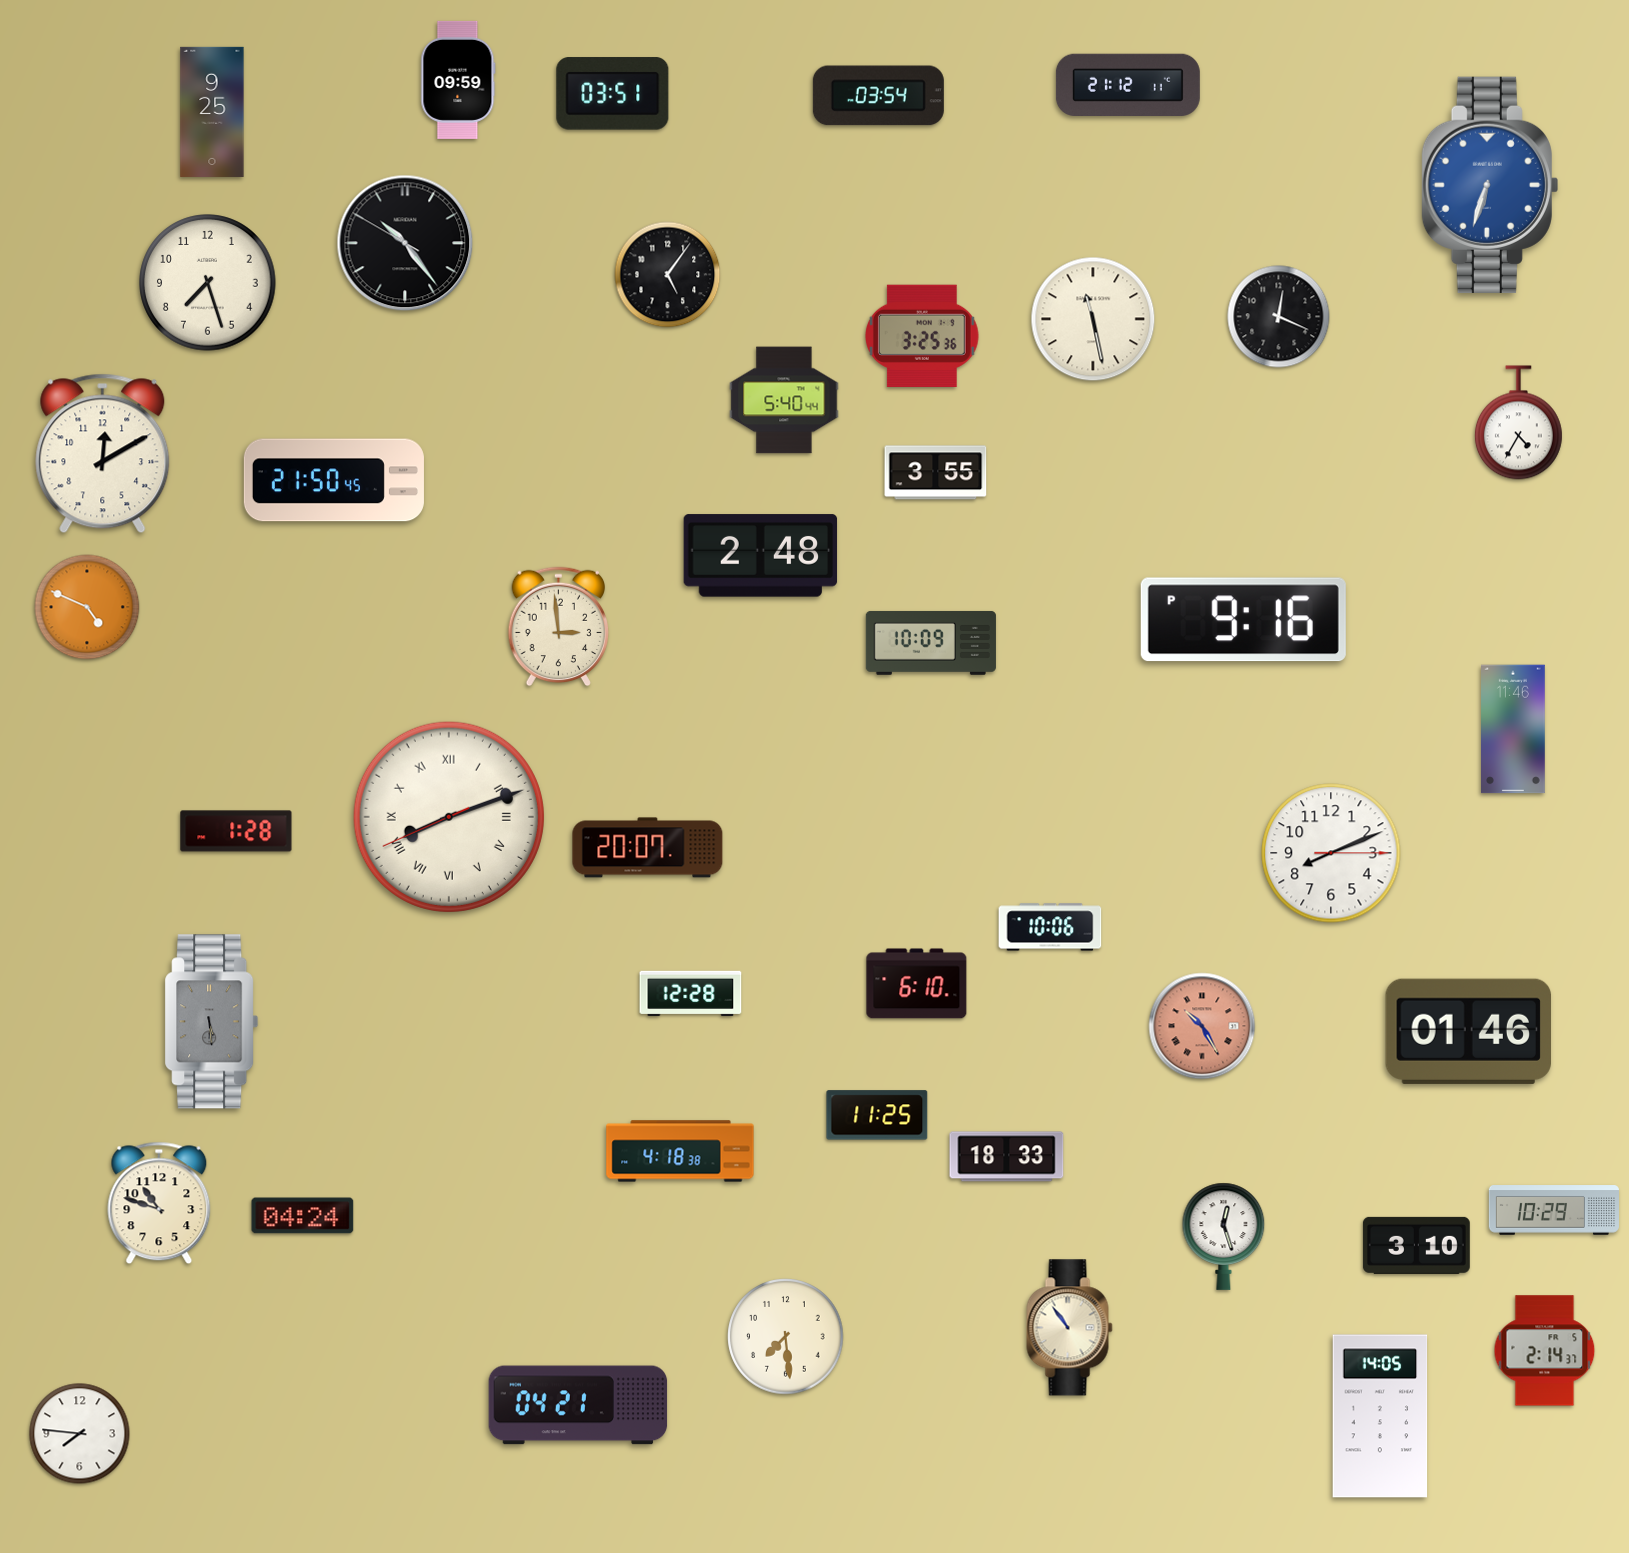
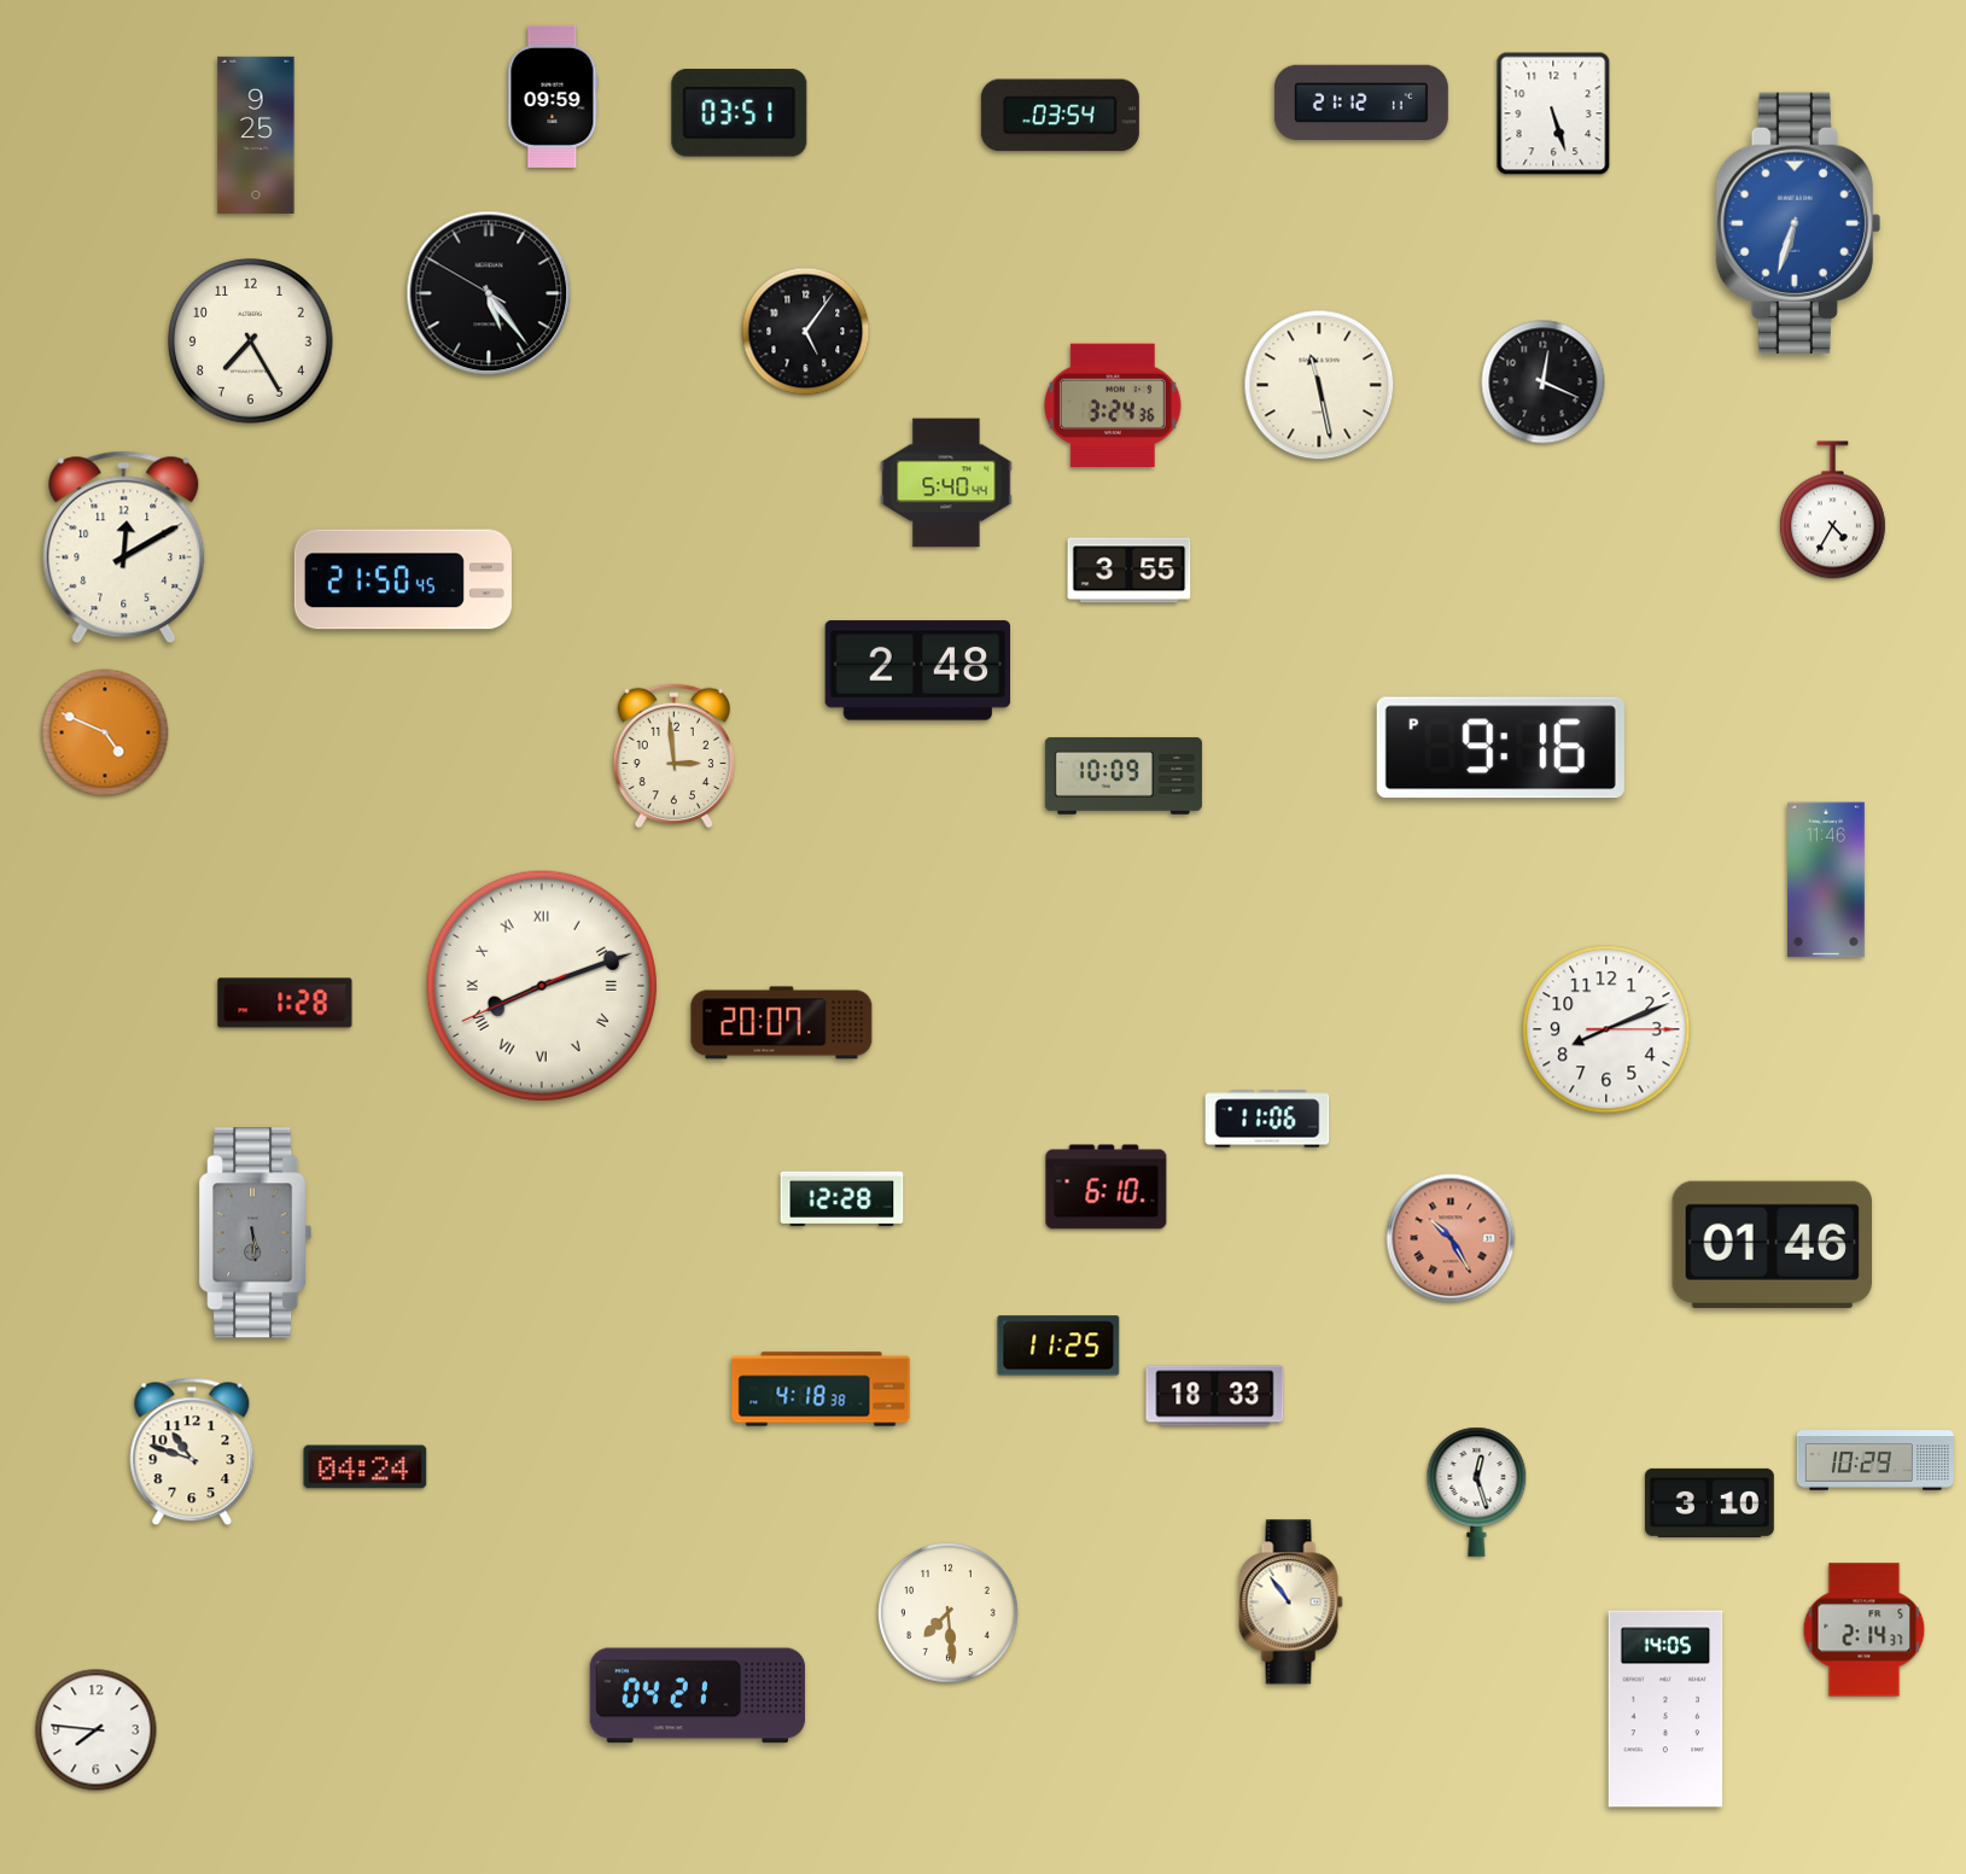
clock at (1553, 113): none -> 5:27
clock at (405, 243): 10:23 -> 5:23
clock at (208, 283): 7:27 -> 7:25
clock at (922, 335): 3:25 -> 3:24
clock at (1050, 927): 10:06 -> 11:06
clock at (691, 994) position: (691, 994) -> (842, 1199)
